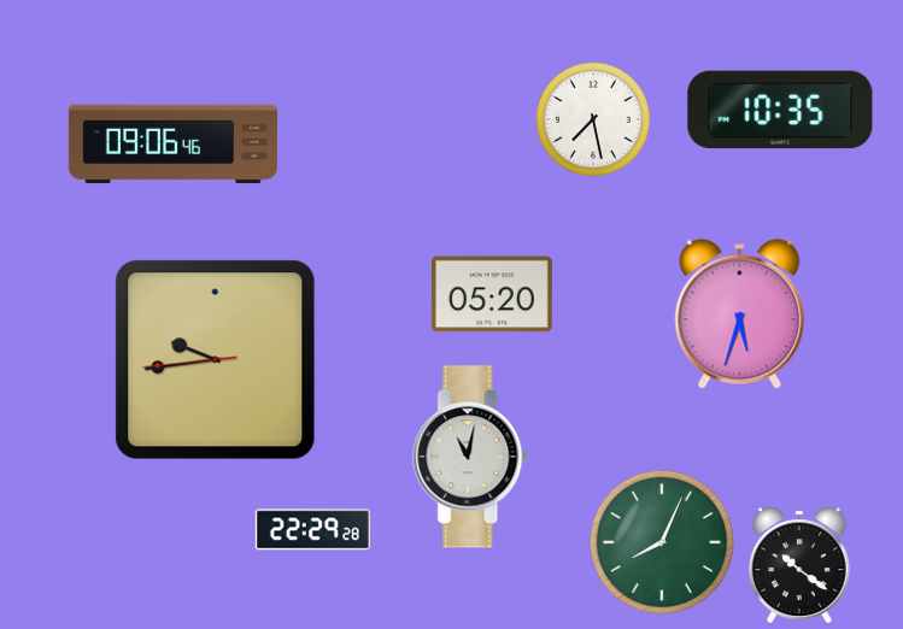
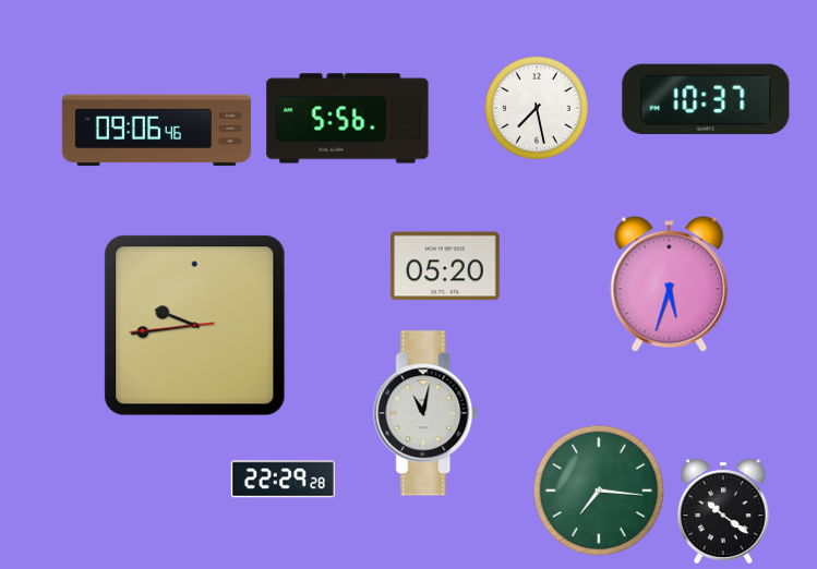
clock at (780, 110): 10:35 -> 10:37
clock at (348, 119): none -> 5:56
clock at (662, 542): 8:04 -> 7:16
